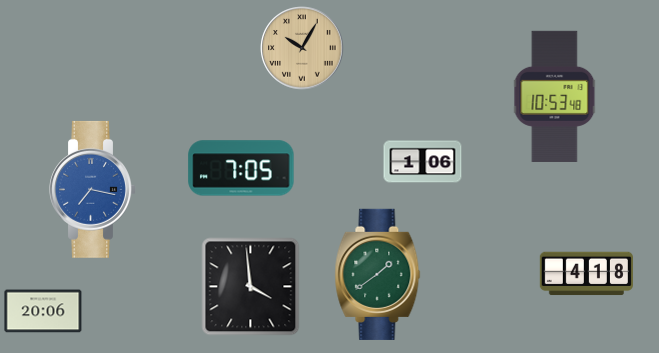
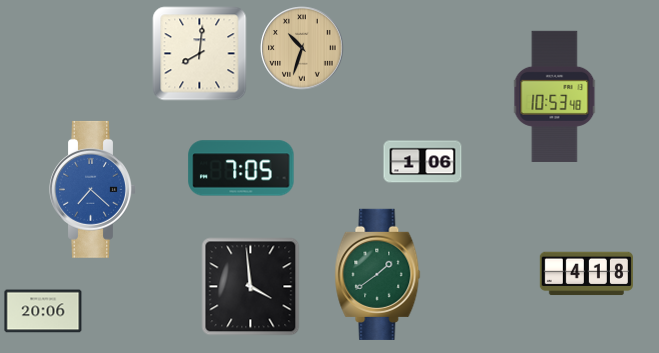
clock at (302, 48): 10:05 -> 10:33
clock at (200, 54): none -> 8:01
clock at (93, 189): 7:17 -> 7:22
